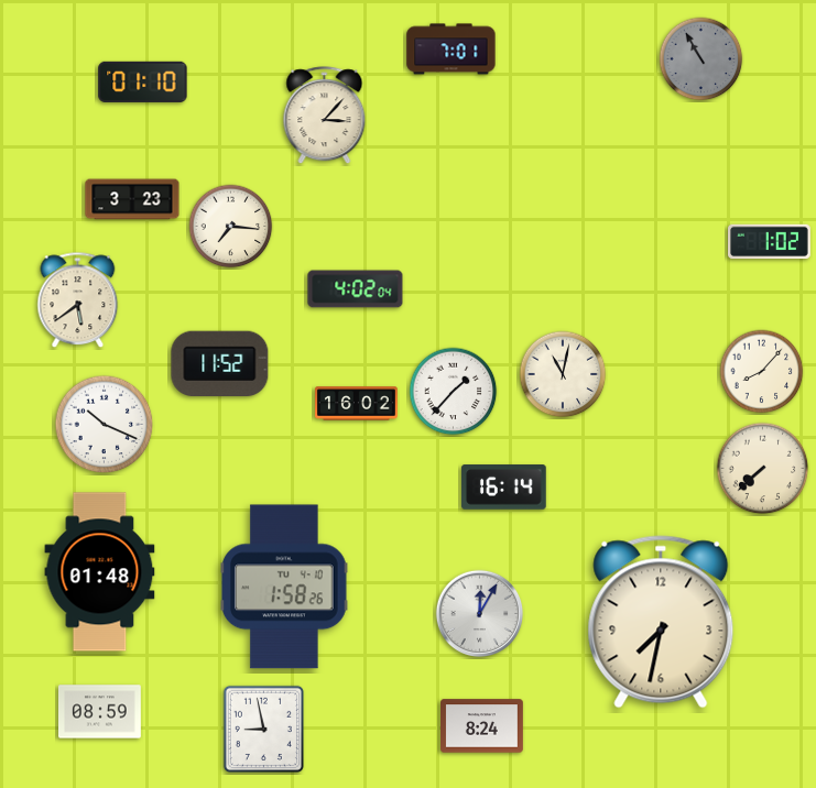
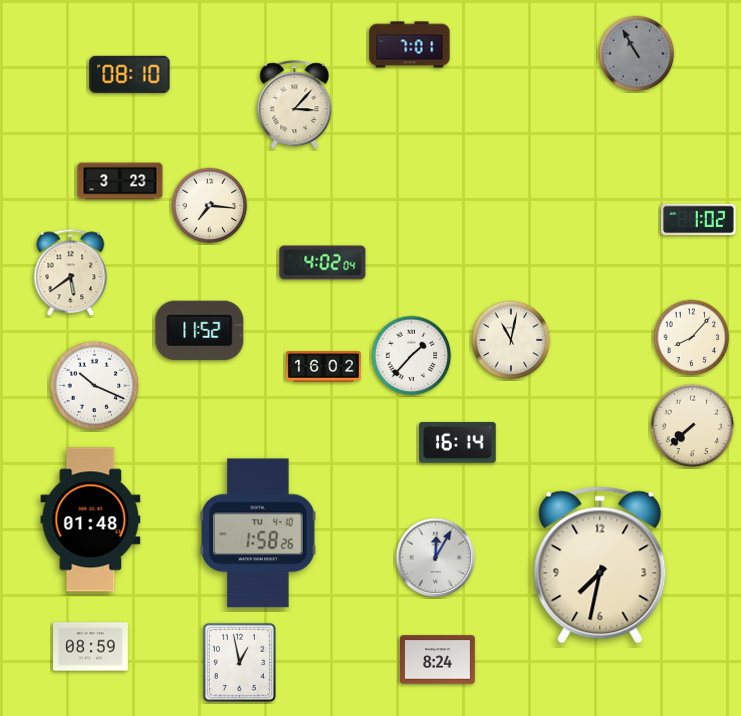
clock at (143, 81): 01:10 -> 08:10
clock at (263, 729): 8:58 -> 12:58
